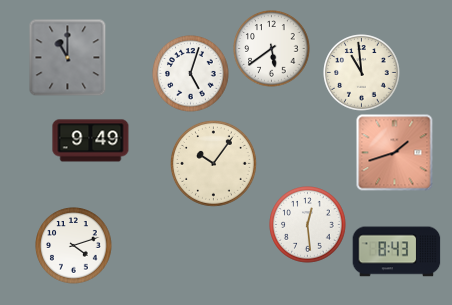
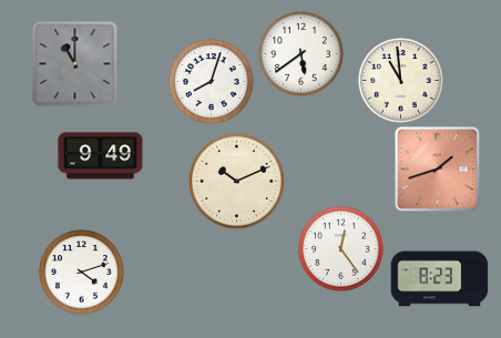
clock at (191, 74): 5:03 -> 8:03
clock at (214, 164): 10:06 -> 10:11
clock at (308, 225): 12:29 -> 12:24
clock at (397, 252): 8:43 -> 8:23
